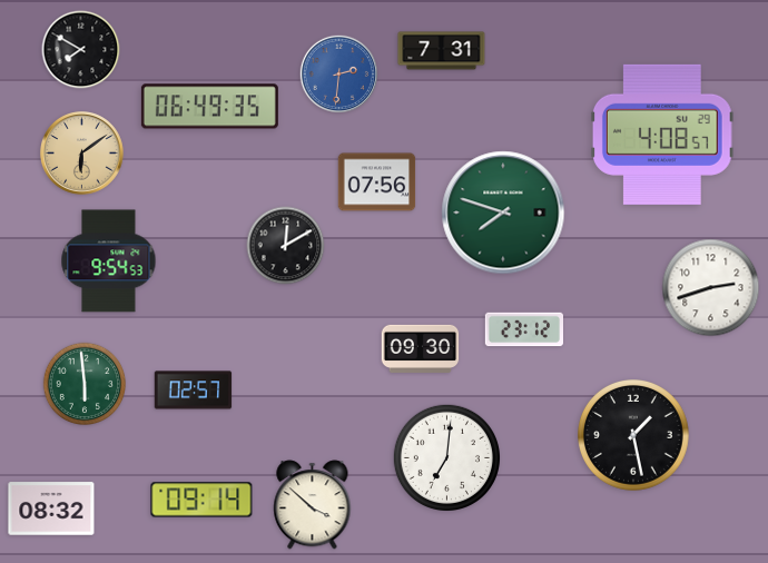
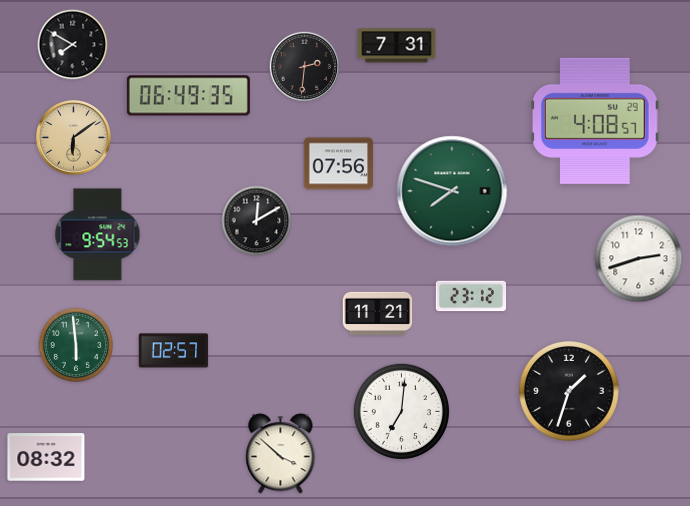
clock at (338, 73) dial: blue -> black
clock at (421, 348): 09:30 -> 11:21
clock at (634, 436): 1:28 -> 1:33
clock at (201, 500): 09:14 -> none
